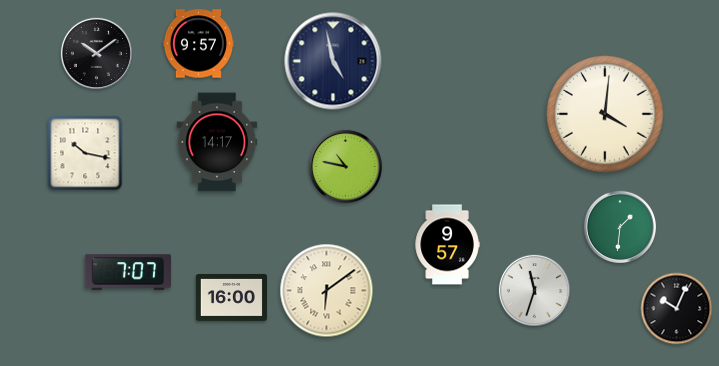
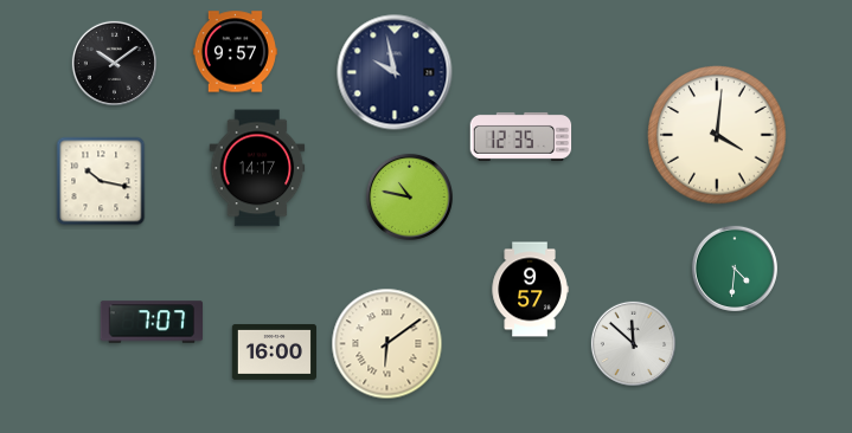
clock at (333, 61): 4:58 -> 9:58
clock at (521, 136): none -> 12:35
clock at (620, 227): 1:31 -> 4:31
clock at (534, 290): 11:33 -> 11:52
clock at (677, 309): 10:04 -> none
